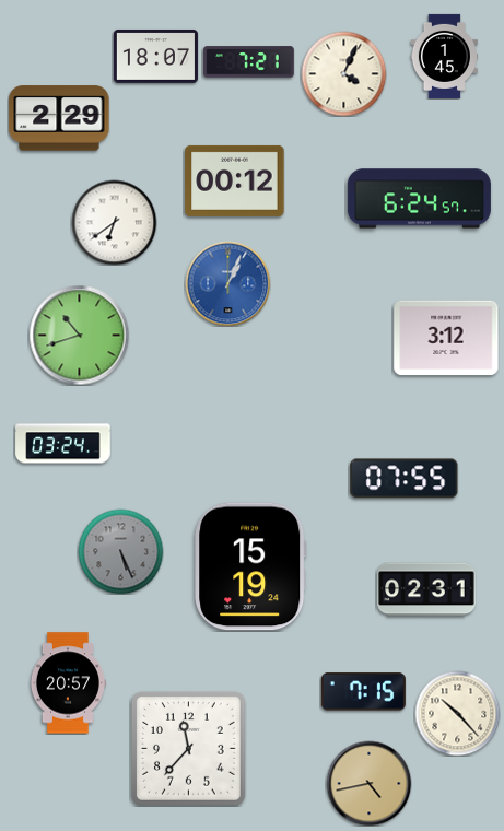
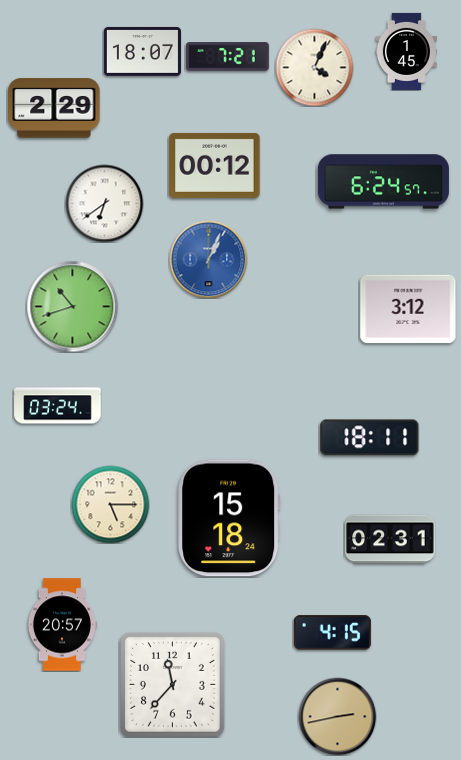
clock at (405, 479): 07:55 -> 18:11
clock at (120, 551): 5:26 -> 5:15
clock at (120, 551) dial: grey -> cream
clock at (251, 566): 15:19 -> 15:18
clock at (363, 692): 7:15 -> 4:15
clock at (457, 713): 10:23 -> none
clock at (368, 783): 4:43 -> 2:43
